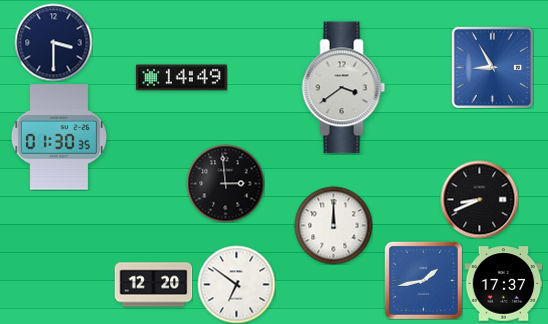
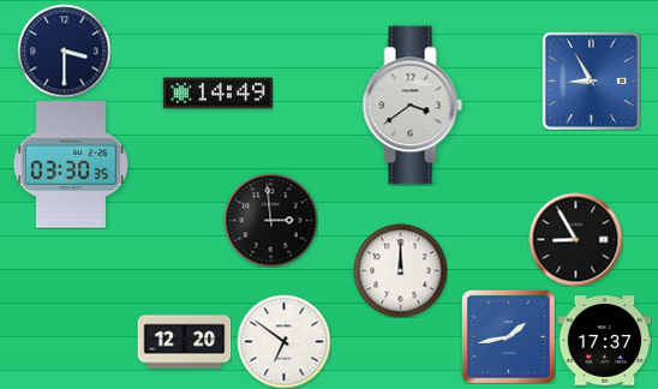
clock at (59, 137): 01:30 -> 03:30
clock at (479, 199): 8:41 -> 8:55
